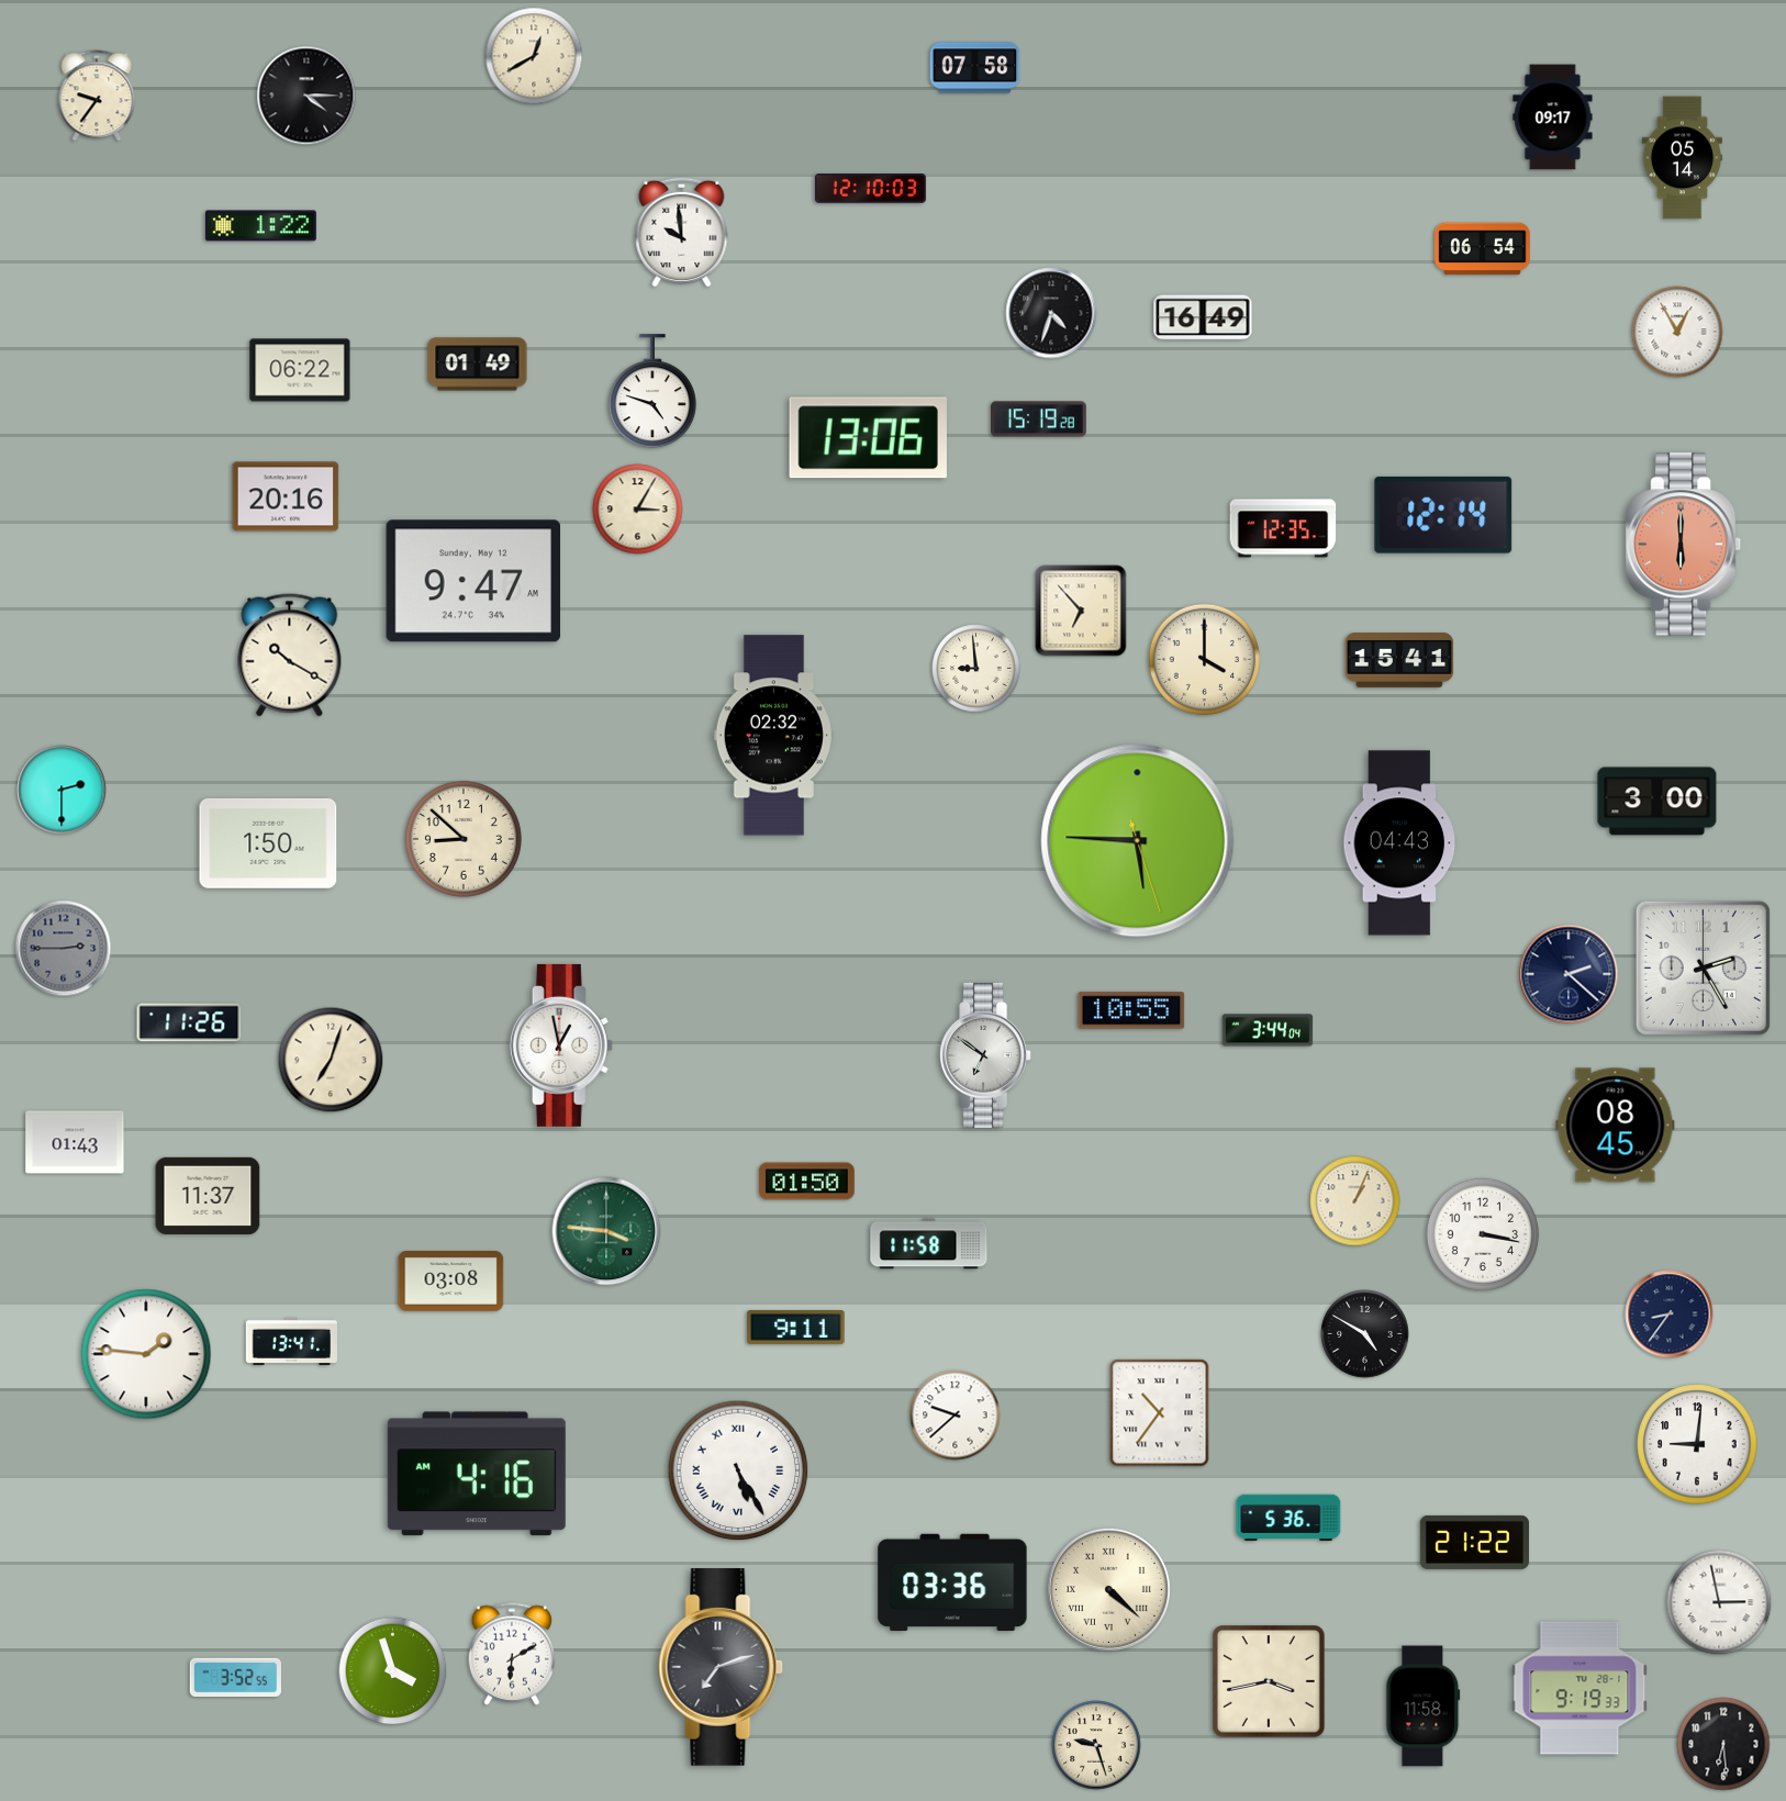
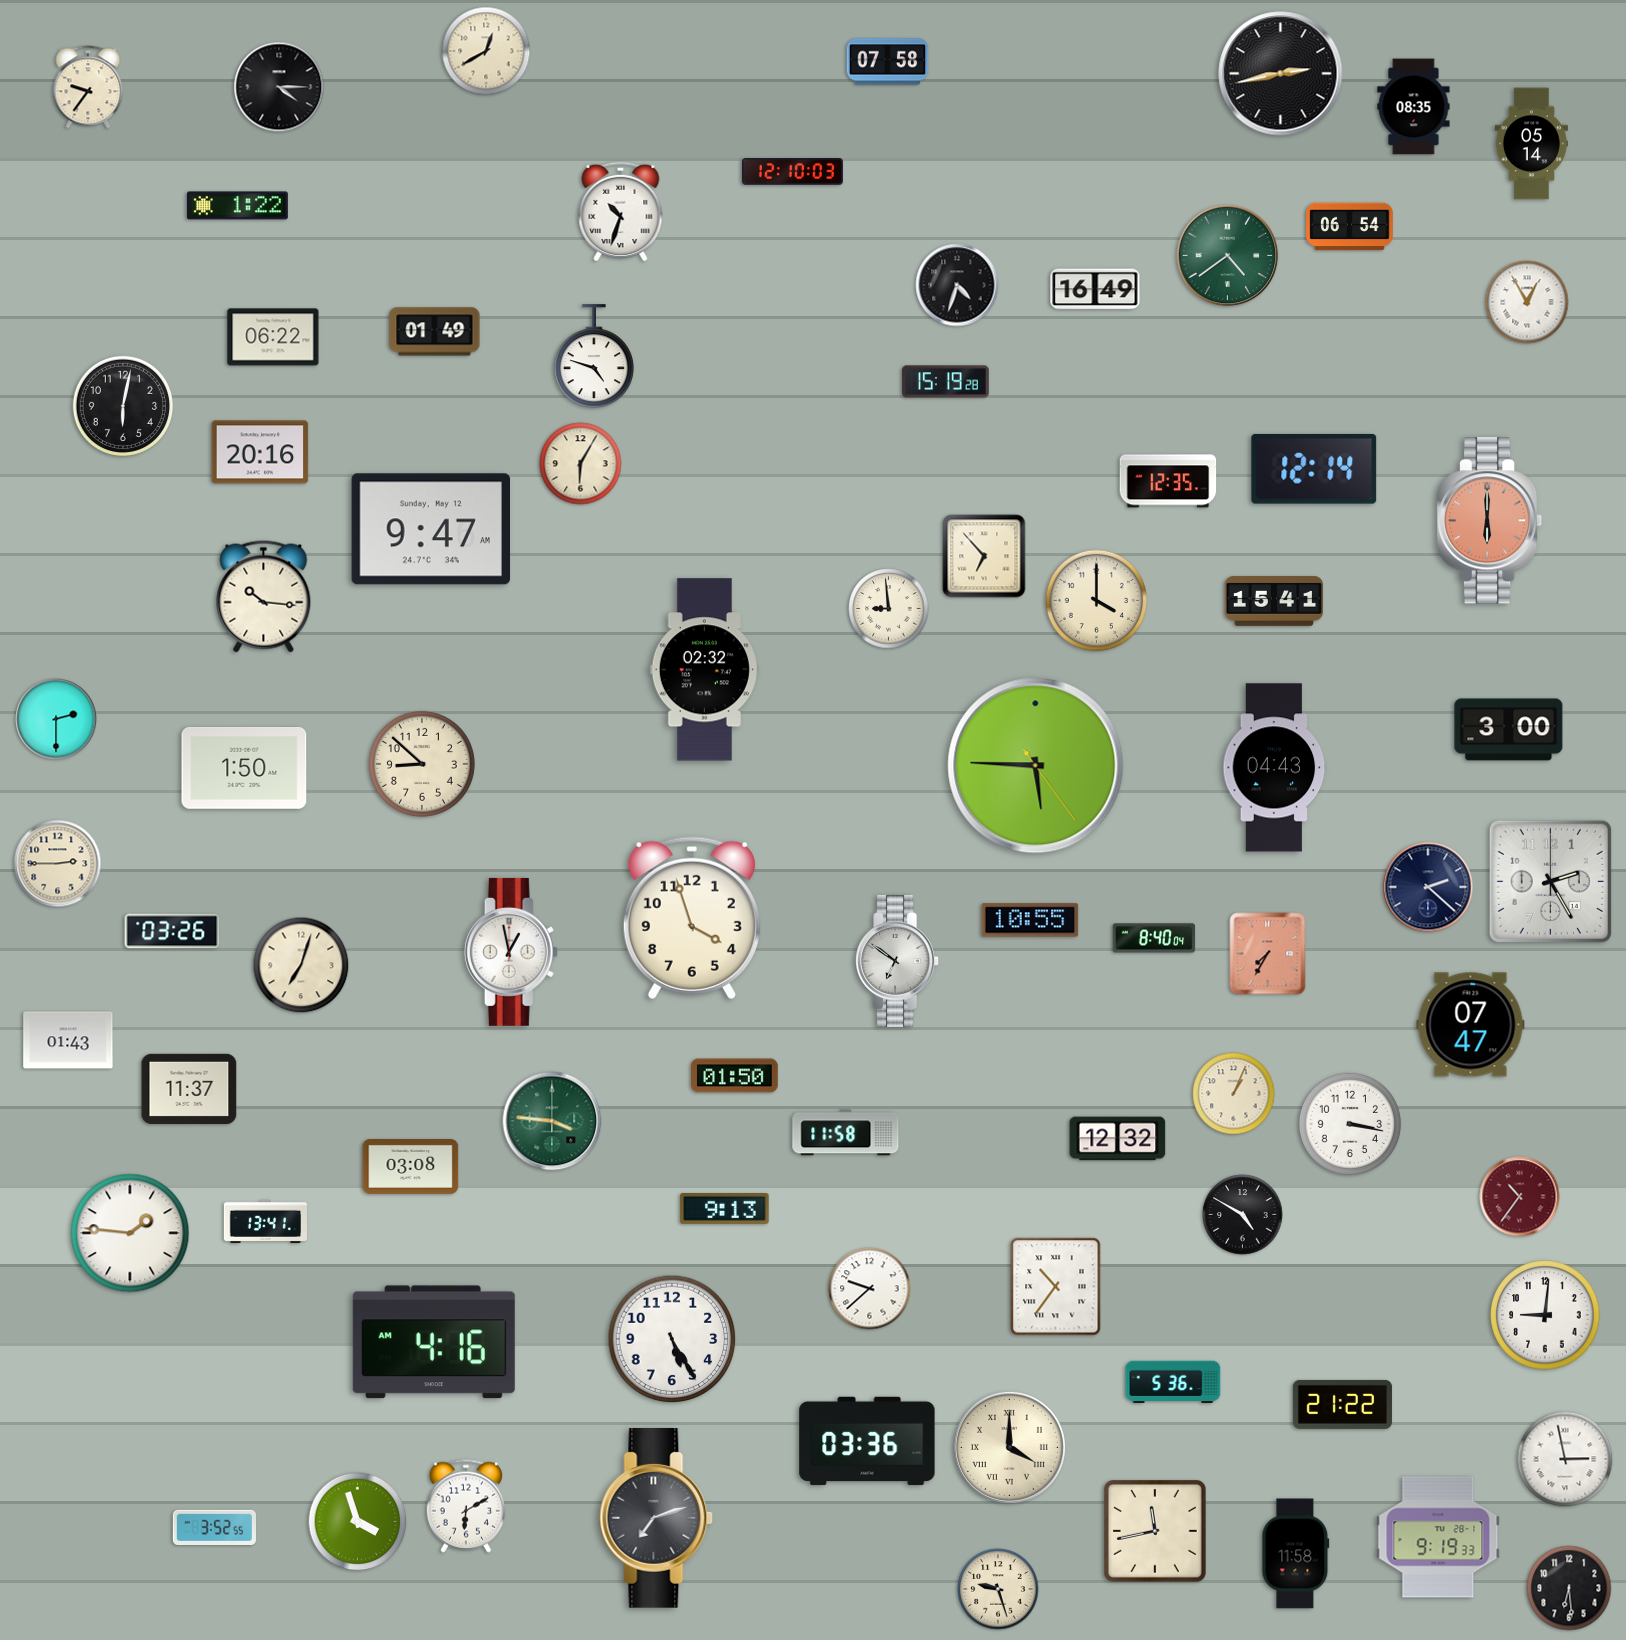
clock at (1281, 74): none -> 2:43
clock at (1553, 118): 09:17 -> 08:35
clock at (682, 232): 9:59 -> 10:33
clock at (1228, 256): none -> 4:39
clock at (868, 438): 13:06 -> none
clock at (122, 405): none -> 6:02
clock at (638, 510): 3:05 -> 6:05
clock at (1684, 545) position: (1684, 545) -> (1490, 521)
clock at (290, 656): 10:20 -> 10:16
clock at (1138, 841): 5:45:27 -> 5:45:24
clock at (64, 949) dial: grey -> cream
clock at (692, 918): none -> 3:57
clock at (189, 1022): 11:26 -> 03:26
clock at (1268, 1030): 3:44 -> 8:40
clock at (1268, 954): none -> 7:35
clock at (1616, 1126): 08:45 -> 07:47
clock at (1118, 1139): none -> 12:32
clock at (1670, 1315): 8:36 -> 10:36
clock at (1670, 1315) dial: navy -> burgundy
clock at (796, 1328): 9:11 -> 9:13
clock at (146, 1354) position: (146, 1354) -> (130, 1233)
clock at (738, 1470) numerals: Roman -> Arabic
clock at (1108, 1589): 4:22 -> 4:00
clock at (1269, 1681): 3:43 -> 11:43
